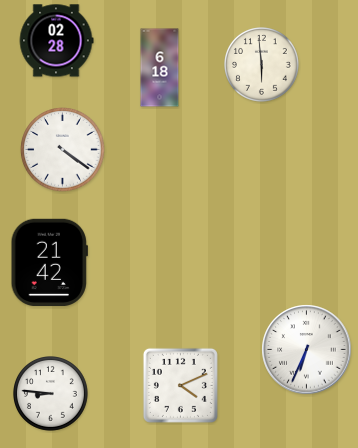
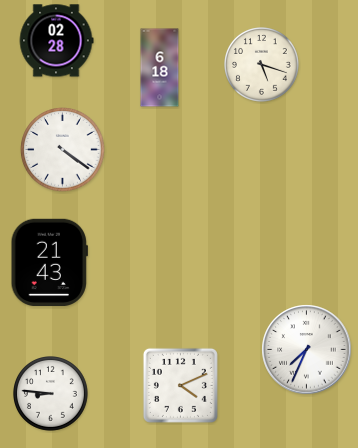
clock at (262, 65): 5:59 -> 5:18
clock at (49, 262): 21:42 -> 21:43
clock at (307, 350): 6:34 -> 7:34
